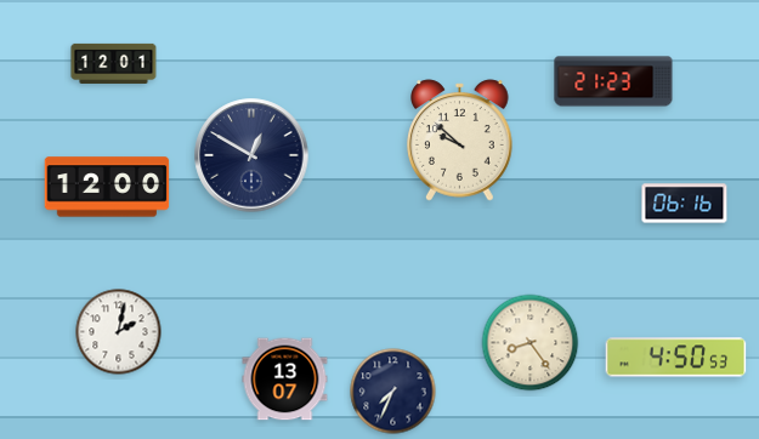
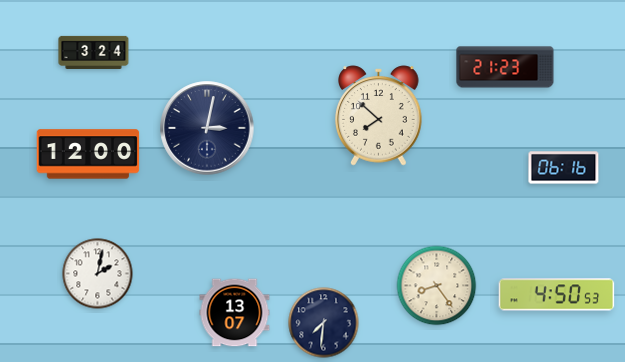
clock at (114, 63): 12:01 -> 3:24
clock at (460, 141): 9:52 -> 7:52
clock at (251, 155): 12:50 -> 3:02
clock at (531, 343) position: (531, 343) -> (437, 286)
clock at (393, 392): 7:34 -> 7:31
